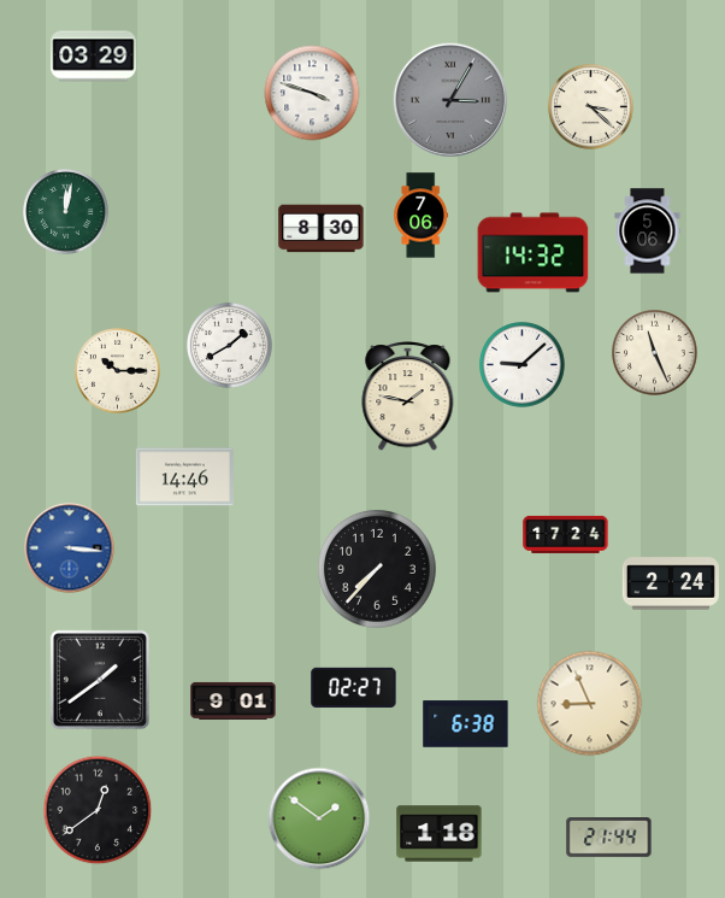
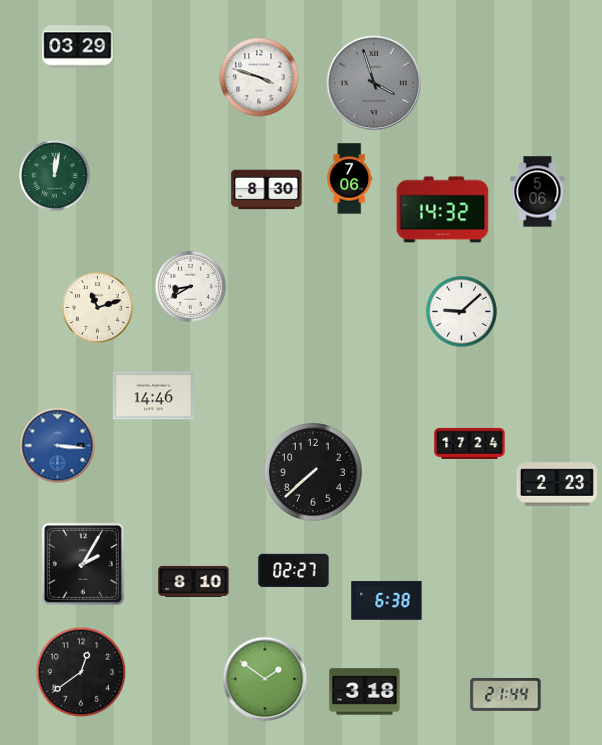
clock at (449, 99): 3:05 -> 3:57
clock at (591, 107): 3:22 -> none
clock at (230, 346): 1:40 -> 8:40
clock at (655, 353): 11:26 -> none
clock at (523, 365) position: (523, 365) -> (462, 312)
clock at (118, 371): 10:15 -> 11:12
clock at (408, 397): 1:47 -> none
clock at (70, 548) position: (70, 548) -> (58, 446)
clock at (378, 570): 7:37 -> 7:38
clock at (671, 583): 2:24 -> 2:23
clock at (100, 680): 1:39 -> 2:05
clock at (234, 700): 9:01 -> 8:10
clock at (590, 704): 8:56 -> none
clock at (440, 834): 1:18 -> 3:18
